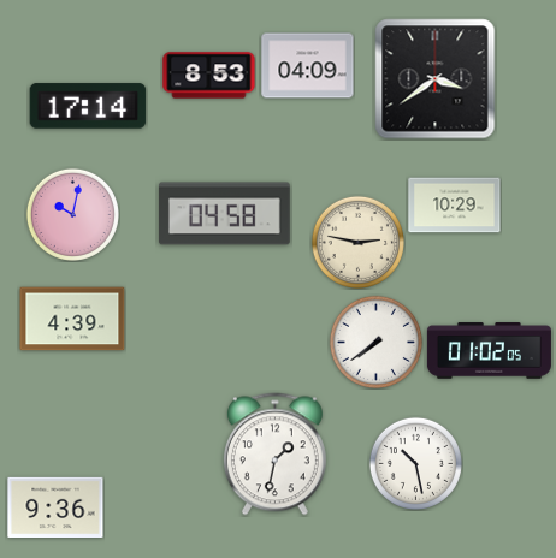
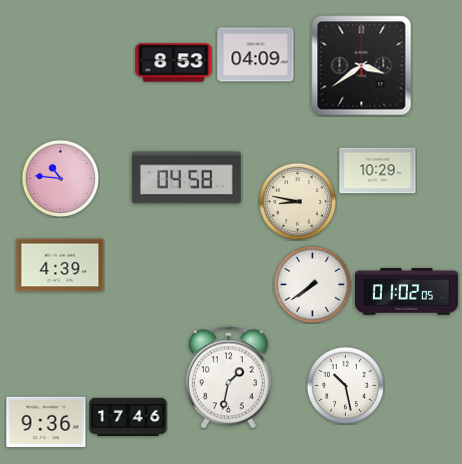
clock at (88, 106): 17:14 -> none
clock at (72, 214): 10:02 -> 10:46
clock at (357, 242): 2:47 -> 8:47
clock at (128, 416): none -> 17:46
